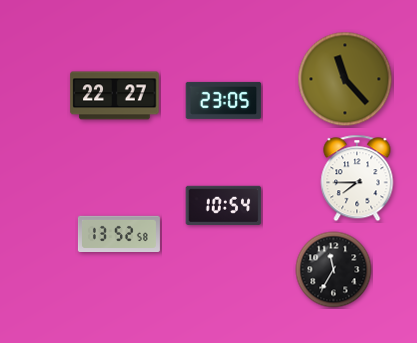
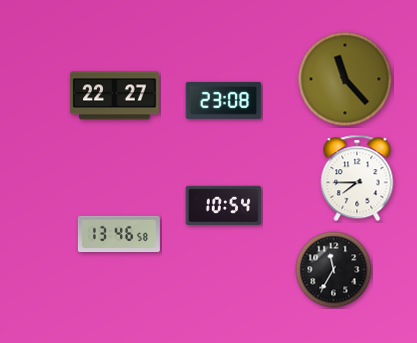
clock at (224, 100): 23:05 -> 23:08
clock at (119, 233): 13:52 -> 13:46
